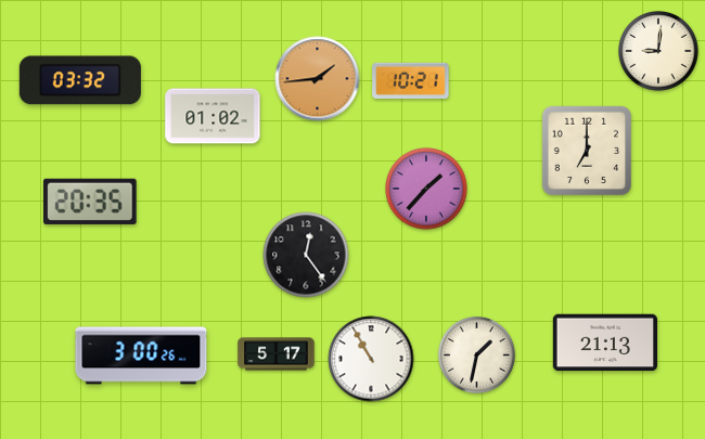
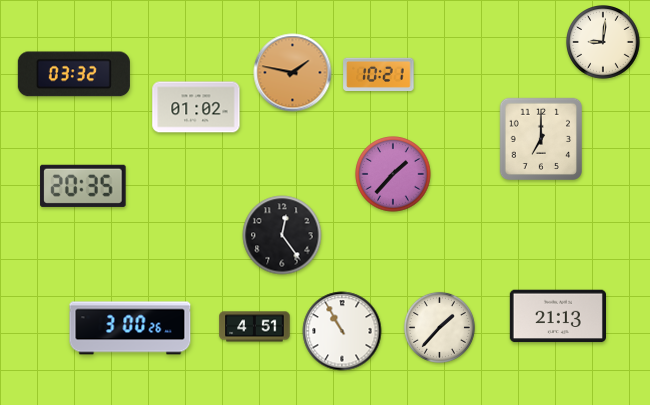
clock at (658, 51) position: (658, 51) -> (603, 42)
clock at (318, 79): 1:44 -> 1:47
clock at (277, 354): 5:17 -> 4:51
clock at (476, 354): 1:32 -> 1:37
